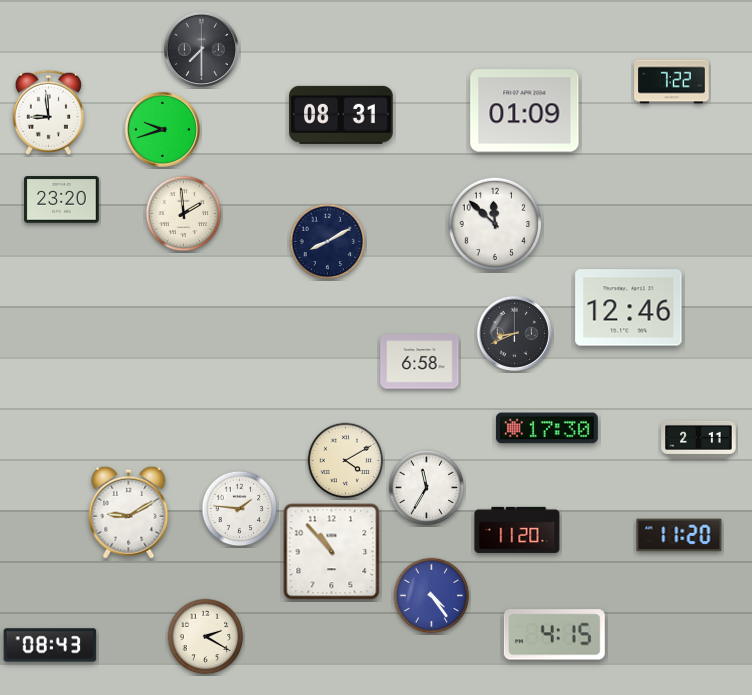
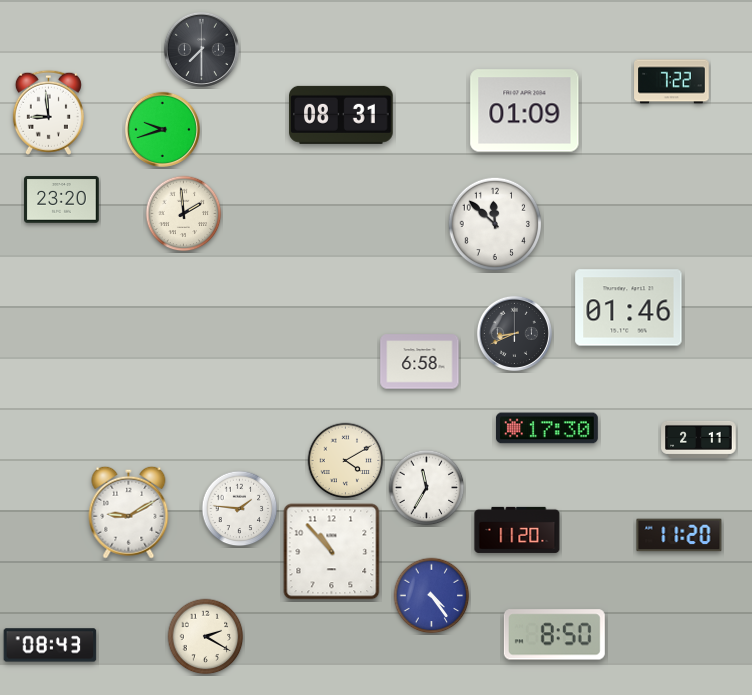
clock at (328, 242): 8:10 -> none
clock at (629, 308): 12:46 -> 01:46
clock at (554, 635): 4:15 -> 8:50
